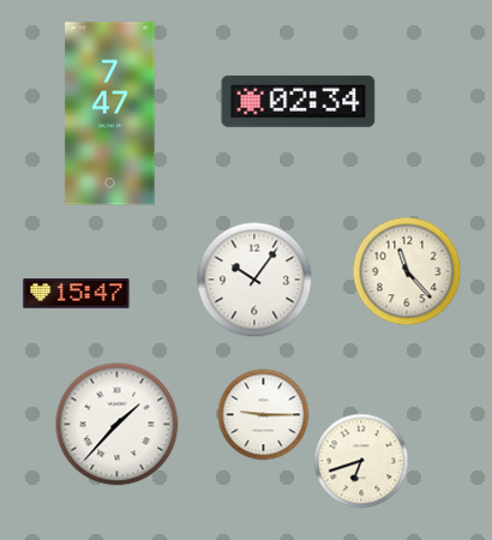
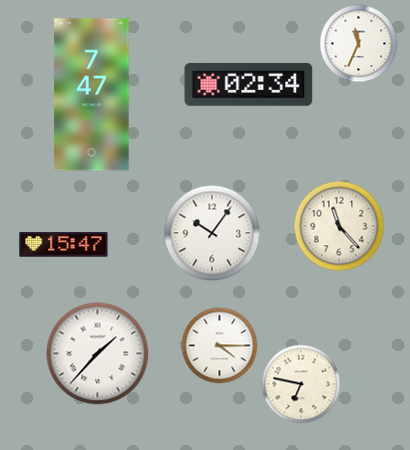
clock at (359, 44): none -> 11:34
clock at (264, 415): 9:15 -> 4:15
clock at (361, 461): 6:42 -> 6:47
